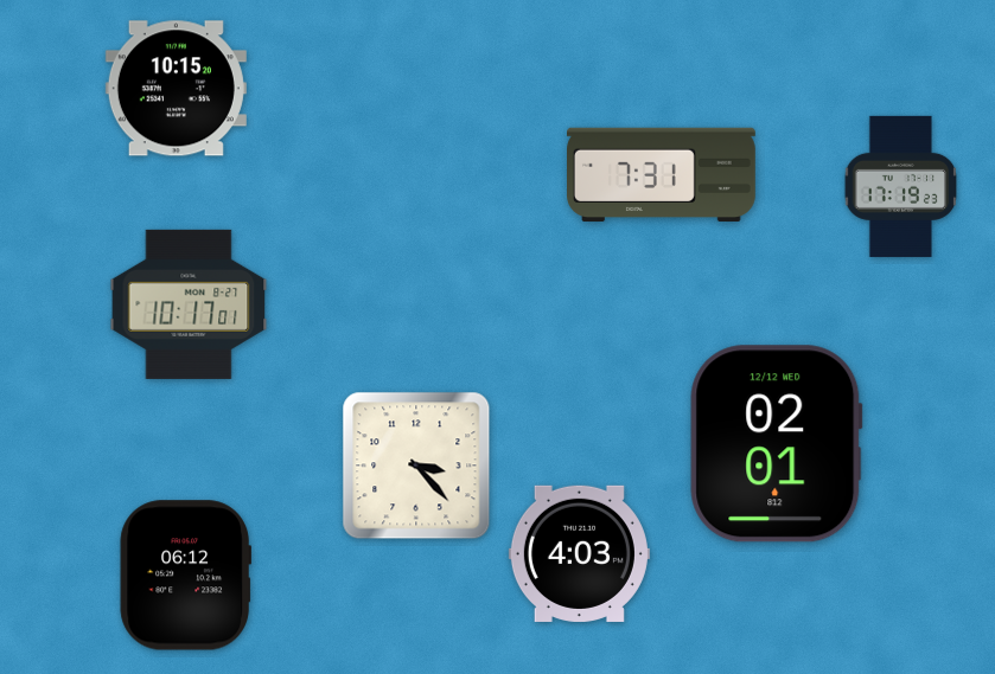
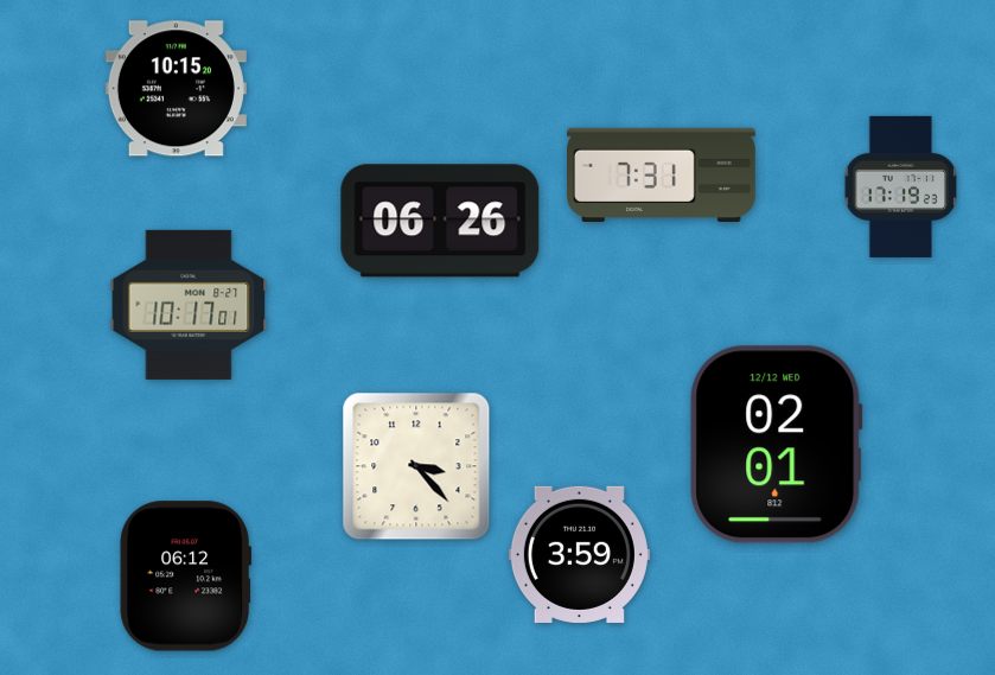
clock at (440, 221): none -> 06:26
clock at (579, 553): 4:03 -> 3:59
